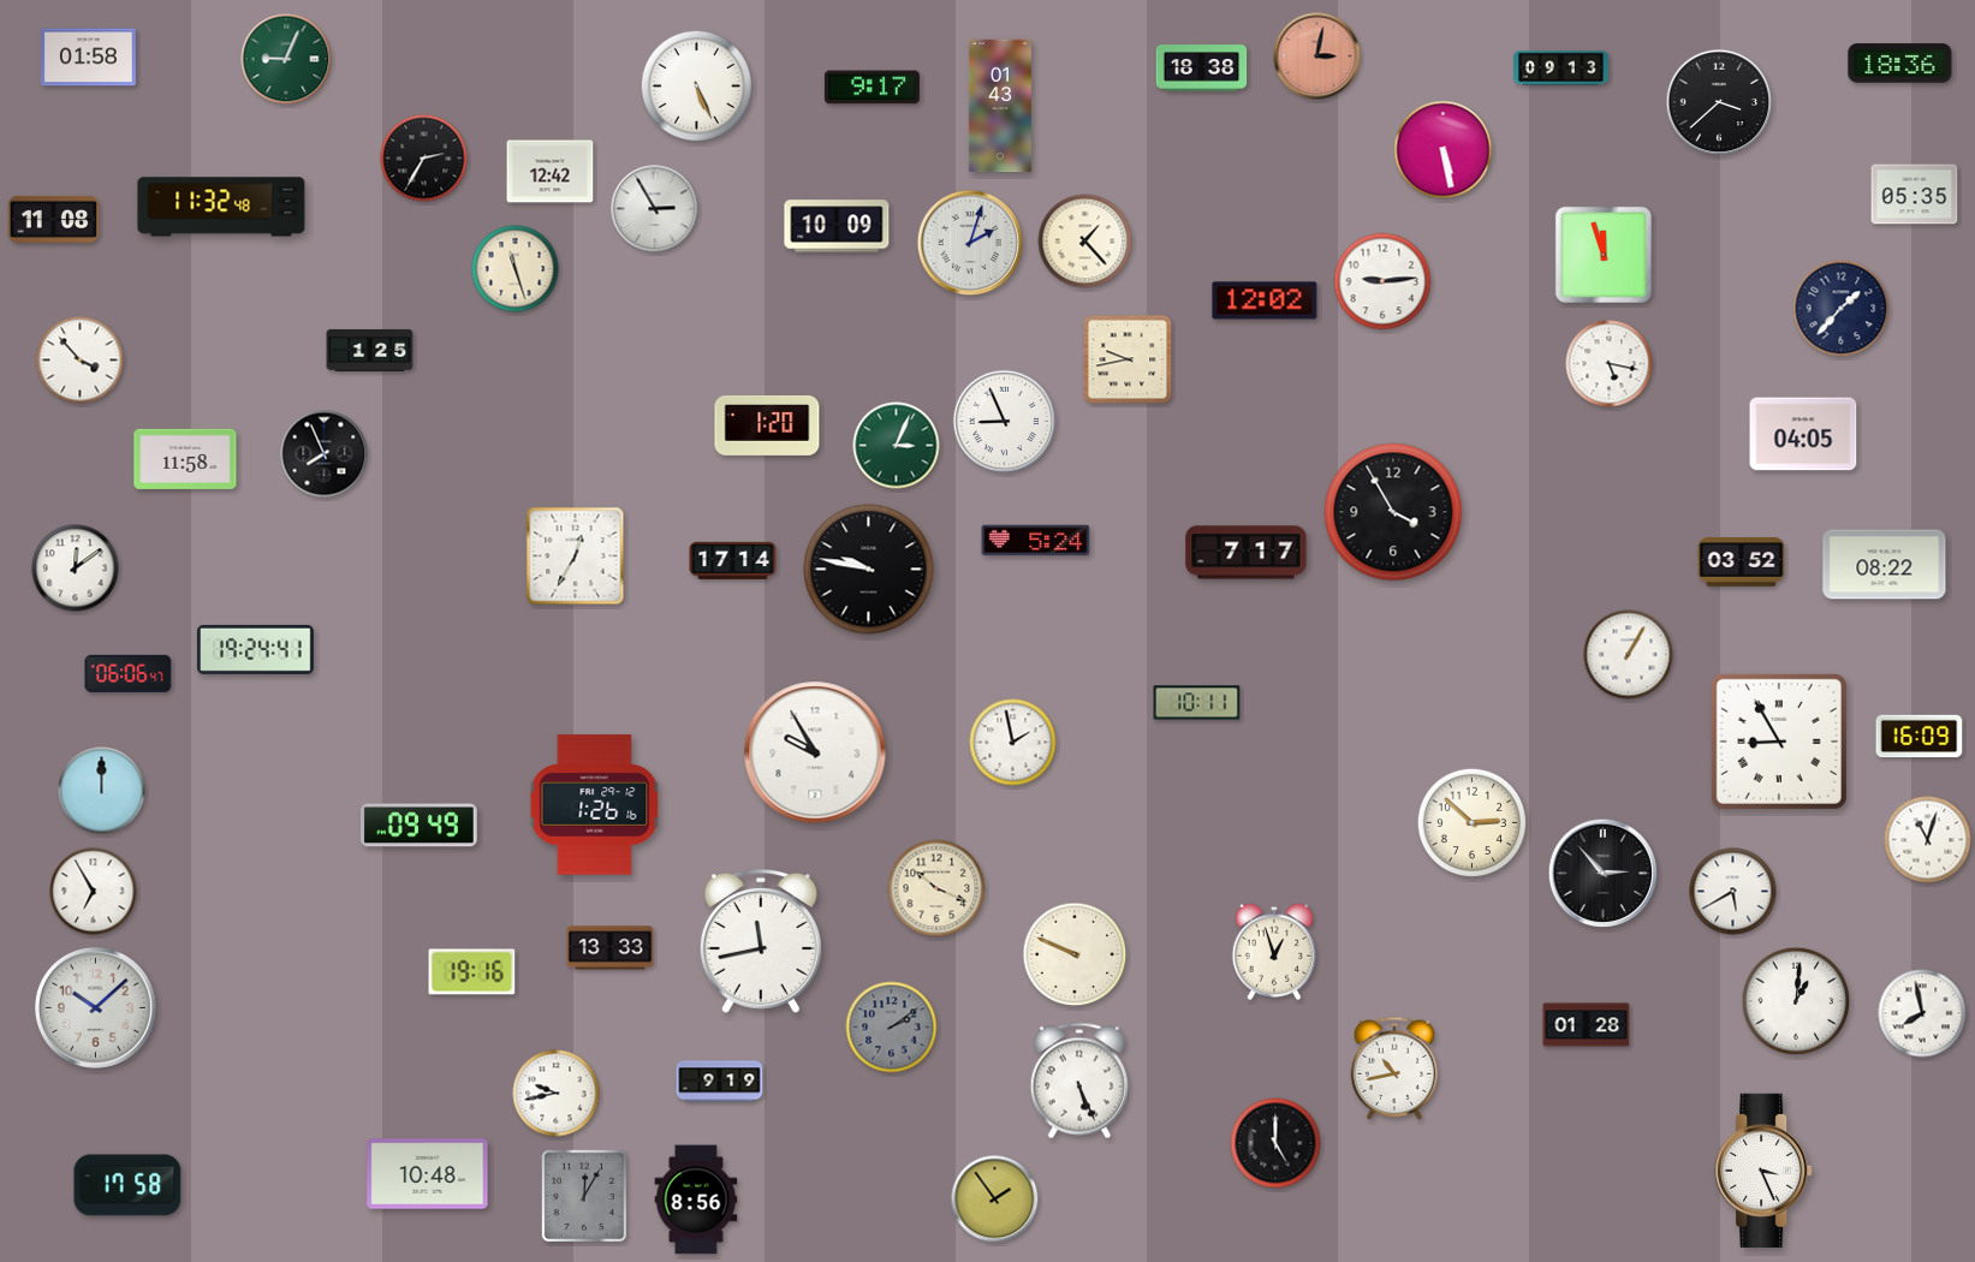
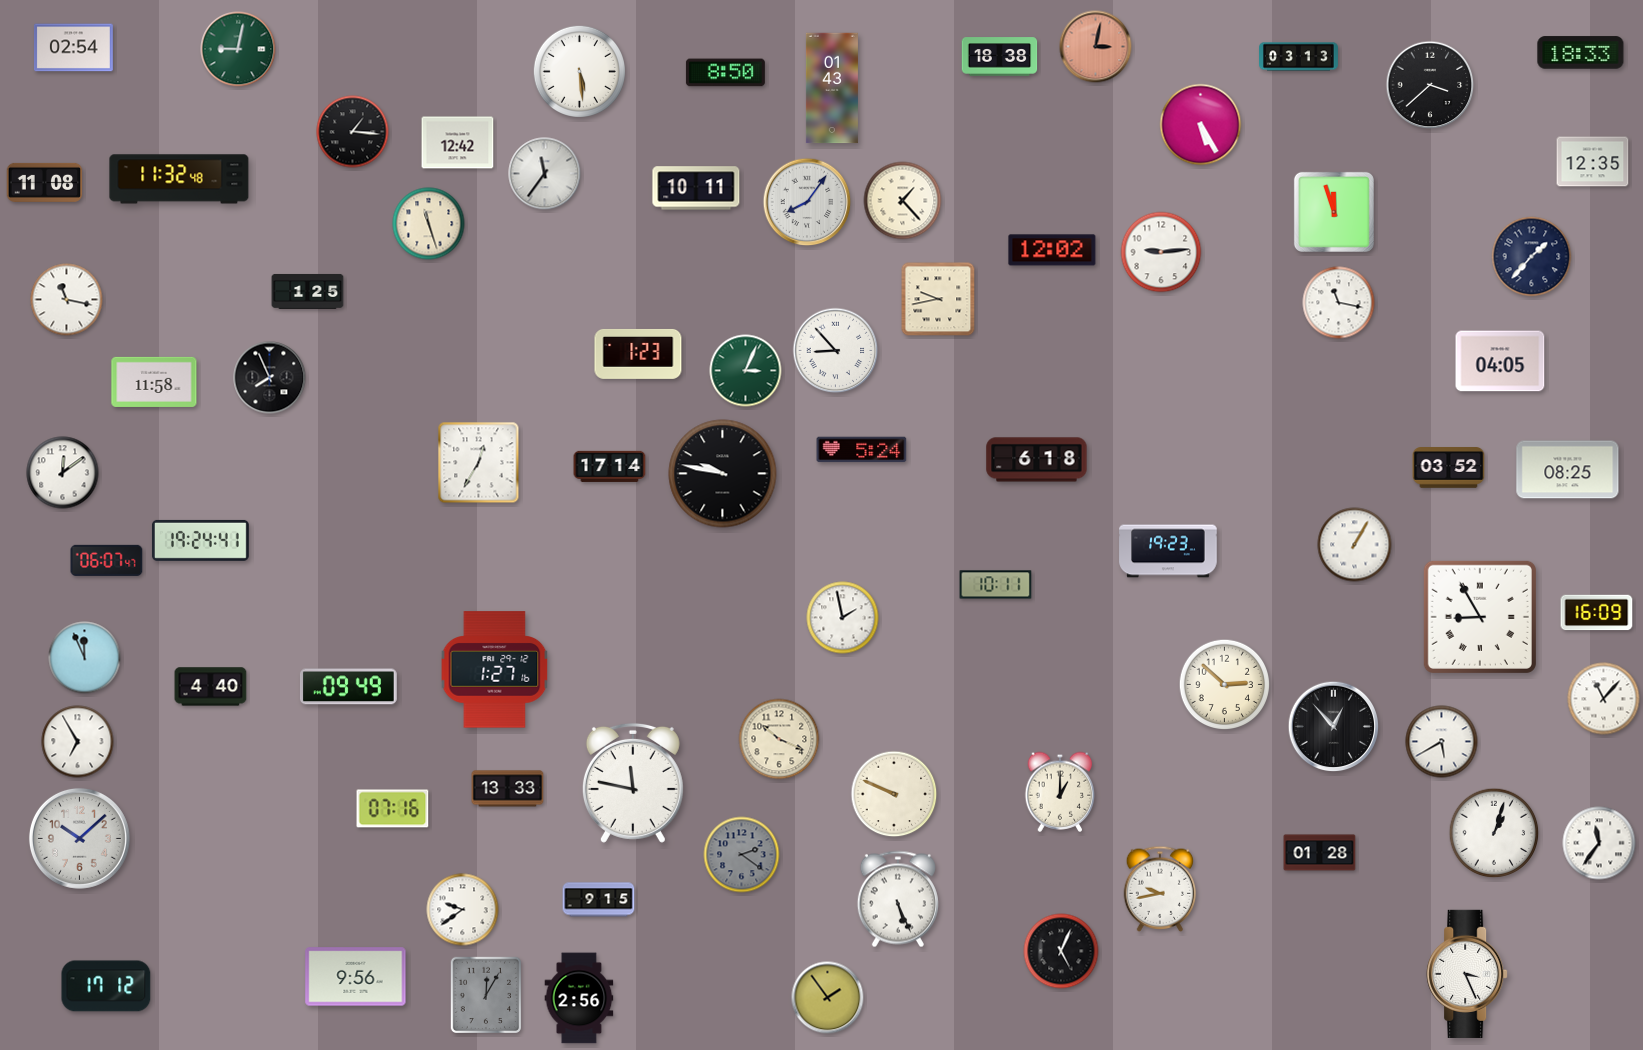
clock at (88, 58): 01:58 -> 02:54
clock at (286, 59): 9:04 -> 9:02
clock at (1900, 64): 18:36 -> 18:33
clock at (1561, 69): 09:13 -> 03:13
clock at (696, 85): 5:26 -> 5:29
clock at (872, 88): 9:17 -> 8:50
clock at (1444, 150): 5:28 -> 5:25
clock at (424, 159): 2:35 -> 1:16
clock at (1915, 195): 05:35 -> 12:35
clock at (221, 207) position: (221, 207) -> (179, 179)
clock at (655, 209): 2:55 -> 11:36
clock at (837, 226): 10:09 -> 10:11
clock at (970, 243): 2:03 -> 8:06
clock at (1382, 281) position: (1382, 281) -> (1161, 252)
clock at (81, 361): 3:53 -> 11:17
clock at (1610, 364): 5:17 -> 11:17
clock at (1005, 422): 8:56 -> 8:53
clock at (767, 425): 1:20 -> 1:23
clock at (1393, 512): 3:55 -> none
clock at (1247, 553): 7:17 -> 6:18
clock at (1885, 565): 08:22 -> 08:25
clock at (255, 649) position: (255, 649) -> (200, 540)
clock at (1168, 551): none -> 19:23
clock at (129, 673): 06:06 -> 06:07
clock at (815, 752): 9:55 -> none
clock at (102, 791): 12:00 -> 11:56
clock at (595, 805): 1:26 -> 1:27
clock at (211, 687): none -> 4:40
clock at (1928, 840): 11:03 -> 11:07
clock at (1604, 874): 2:53 -> 12:53
clock at (761, 941): 11:43 -> 11:47
clock at (1274, 952): 12:57 -> 1:00
clock at (472, 972): 19:16 -> 07:16
clock at (1796, 1001): 1:01 -> 1:03
clock at (1922, 1013): 7:58 -> 11:36
clock at (892, 1028): 2:09 -> 2:21
clock at (1394, 1068): 10:43 -> 9:43
clock at (720, 1082): 9:19 -> 9:15
clock at (557, 1094): 9:43 -> 9:39
clock at (1275, 1143): 5:00 -> 5:04
clock at (428, 1174): 10:48 -> 9:56
clock at (127, 1185): 17:58 -> 17:12
clock at (696, 1200): 8:56 -> 2:56
